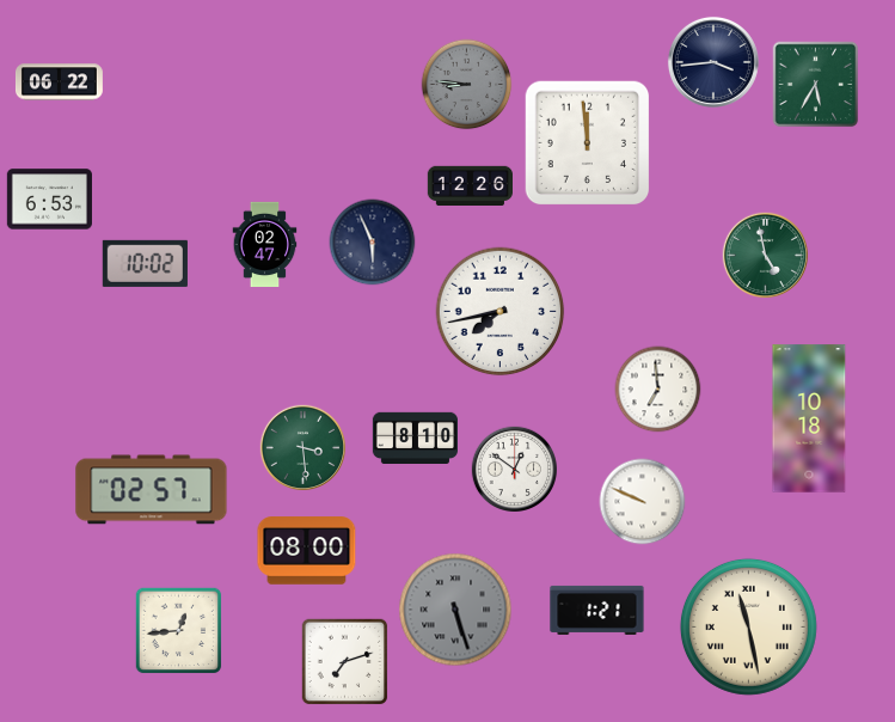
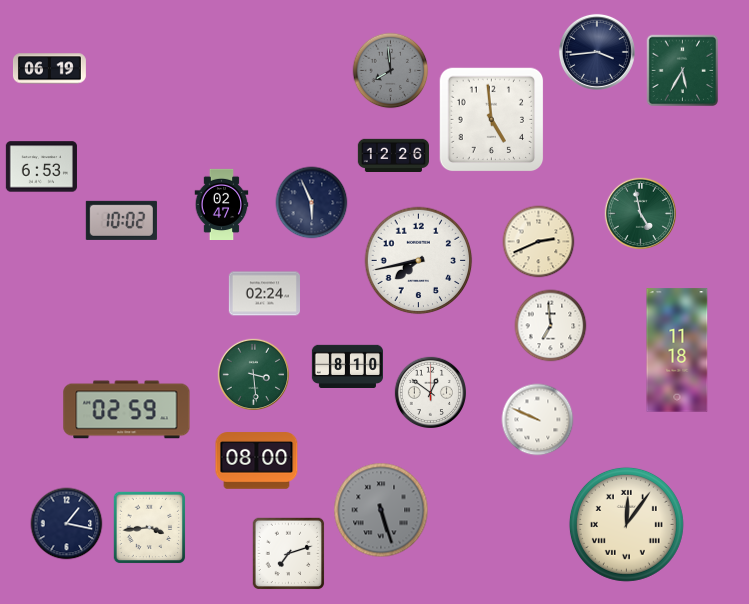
clock at (59, 82): 06:22 -> 06:19
clock at (467, 85): 8:46 -> 7:59
clock at (588, 143): 11:59 -> 4:59
clock at (539, 242): none -> 2:41
clock at (264, 294): none -> 02:24
clock at (809, 418): 10:18 -> 11:18
clock at (152, 490): 02:57 -> 02:59
clock at (597, 610): 1:21 -> none
clock at (67, 524): none -> 1:17
clock at (748, 626): 11:28 -> 12:06
clock at (179, 631): 12:44 -> 3:44
